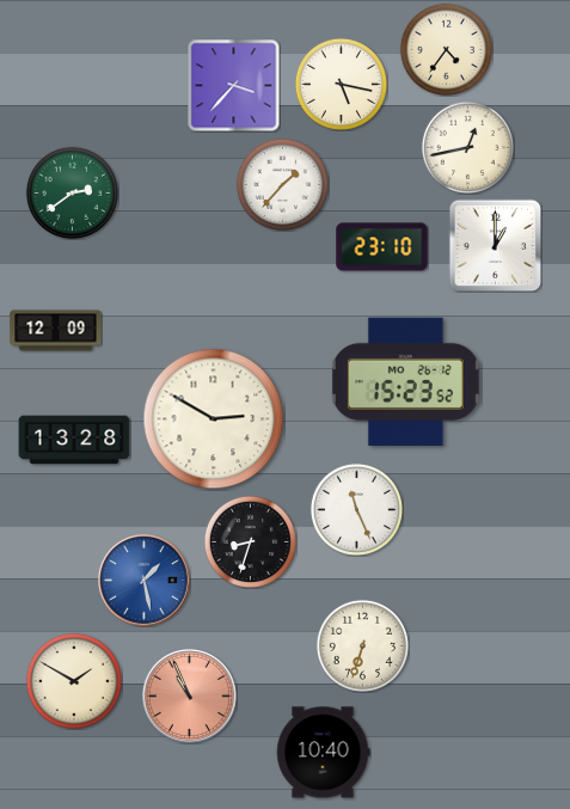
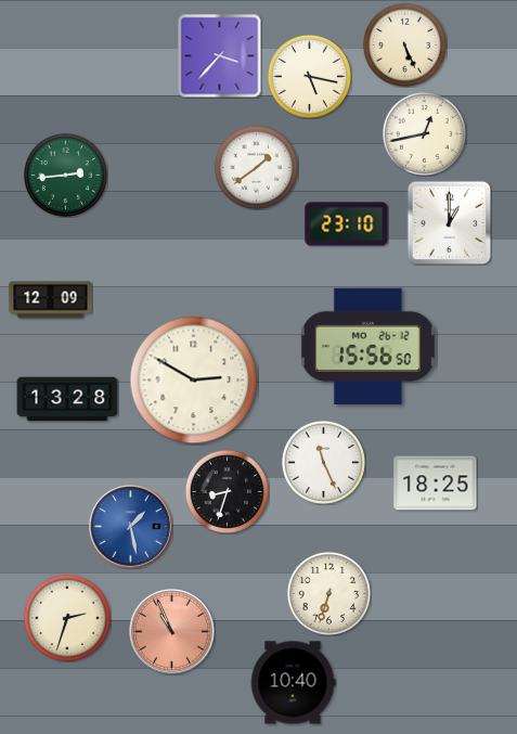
clock at (446, 49): 4:36 -> 5:26
clock at (233, 85) position: (233, 85) -> (219, 55)
clock at (282, 184): 1:37 -> 1:39
clock at (72, 192): 2:39 -> 2:44
clock at (405, 381): 15:23 -> 15:56
clock at (436, 484): none -> 18:25
clock at (362, 645) position: (362, 645) -> (328, 593)
clock at (73, 680): 1:50 -> 2:33
